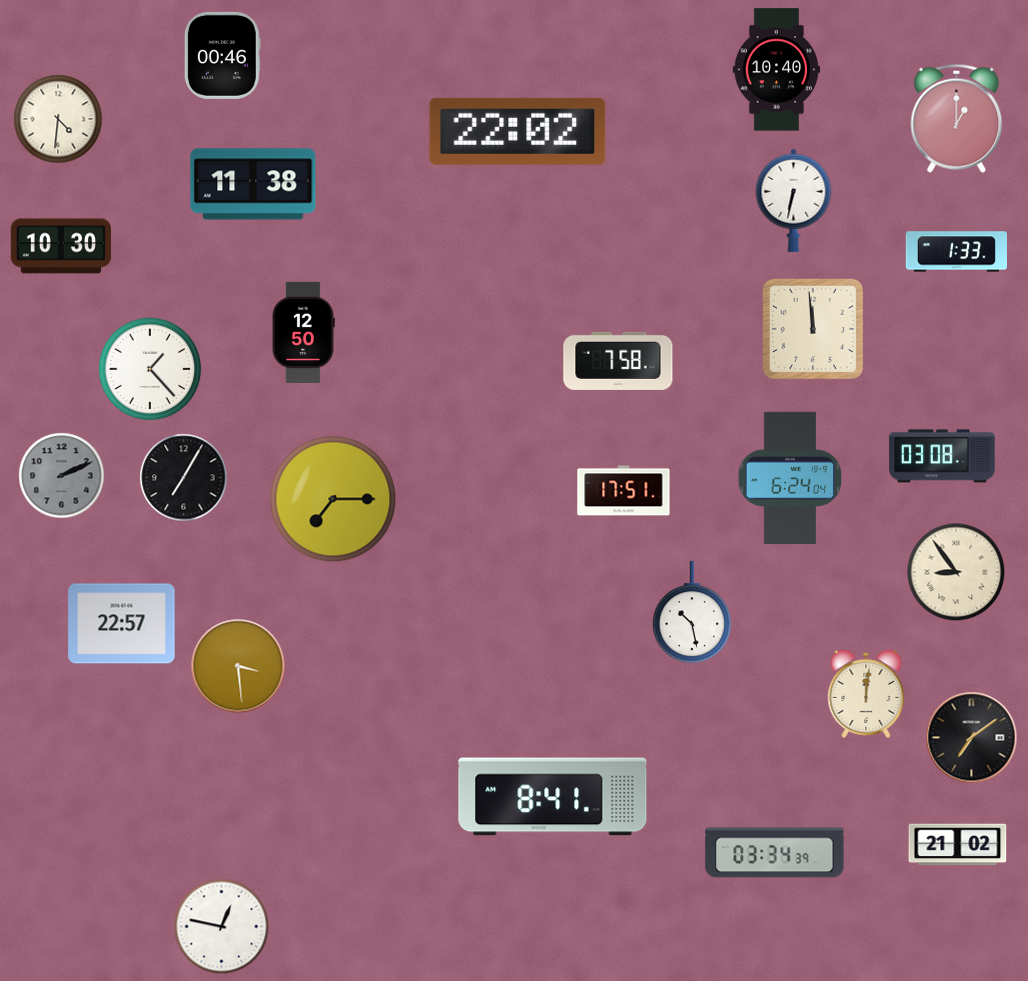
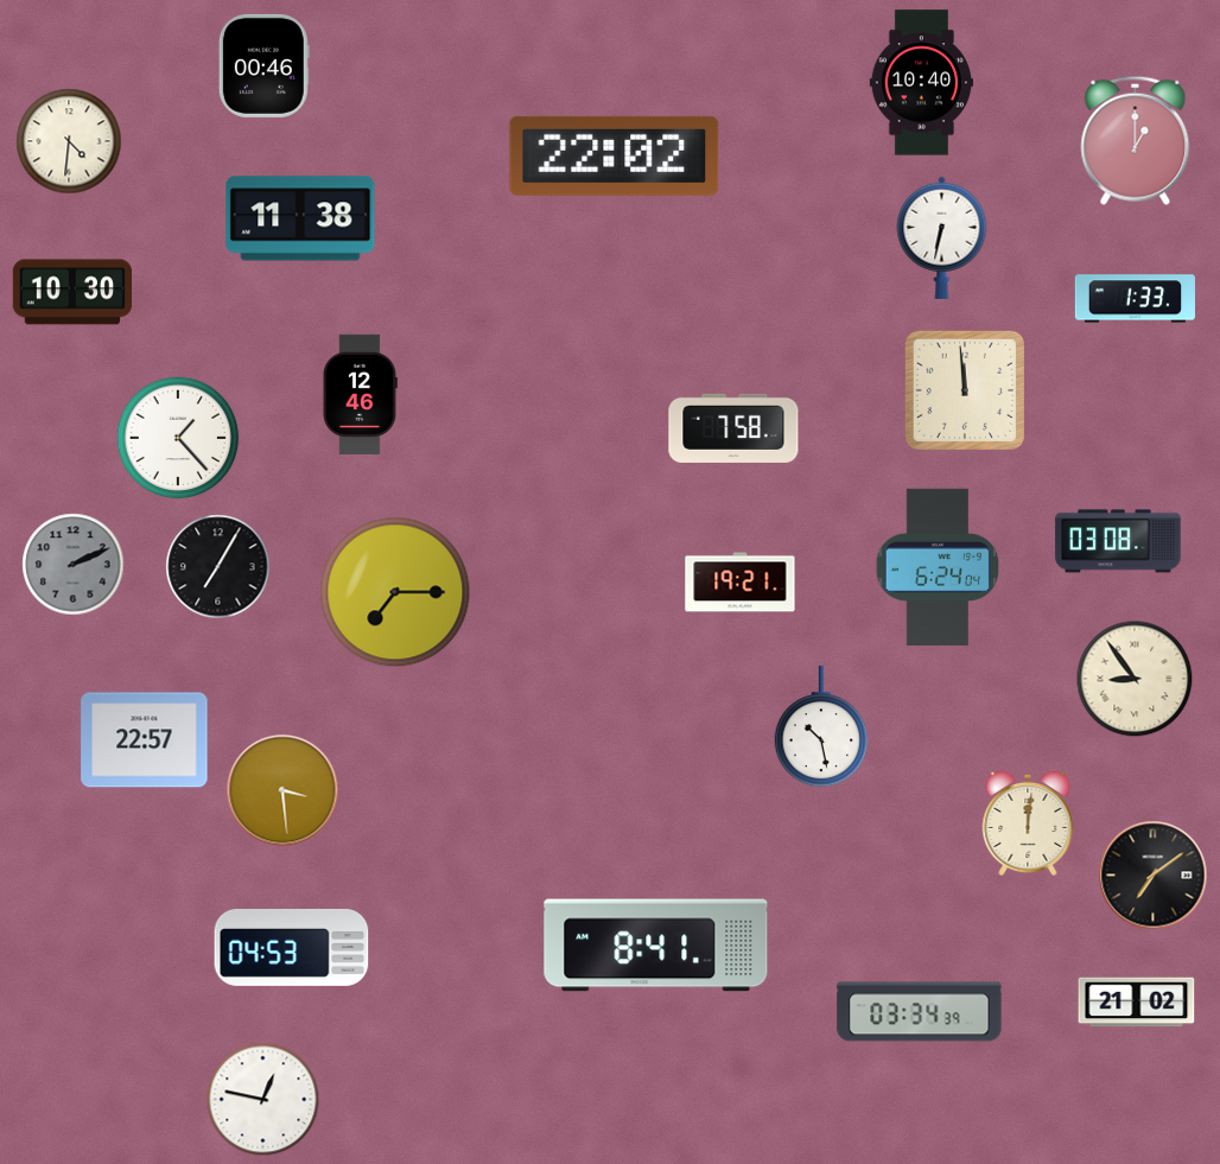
clock at (303, 332): 12:50 -> 12:46
clock at (624, 491): 17:51 -> 19:21
clock at (292, 947): none -> 04:53
